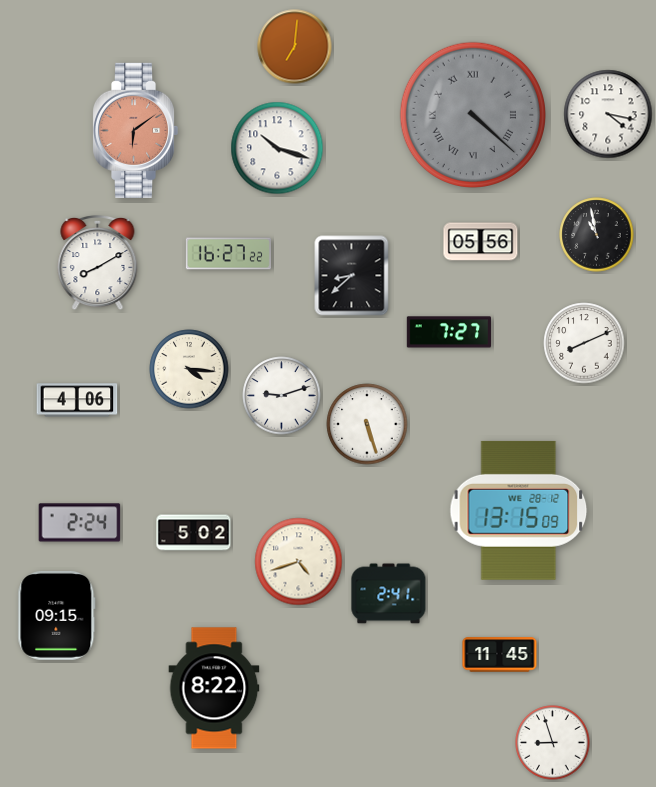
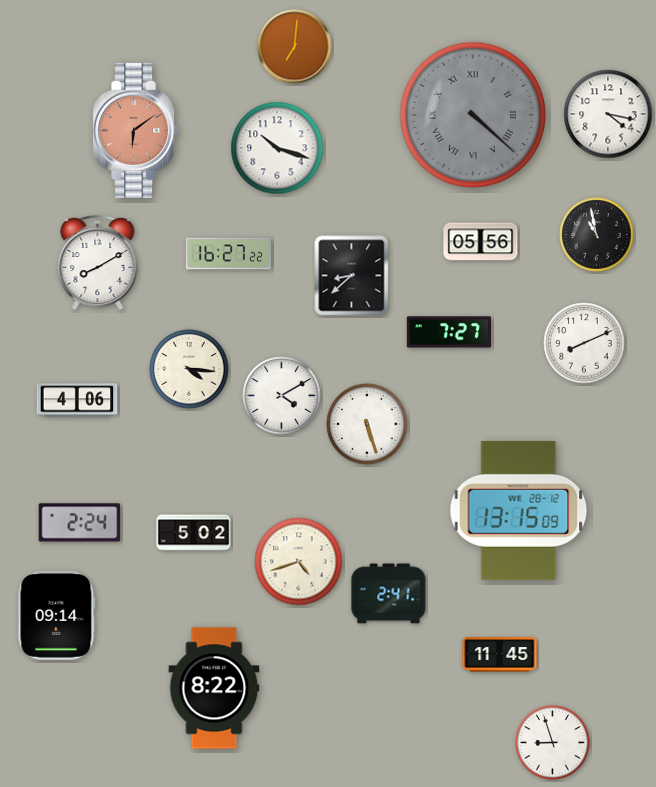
clock at (282, 396): 9:12 -> 4:10
clock at (57, 615): 09:15 -> 09:14
